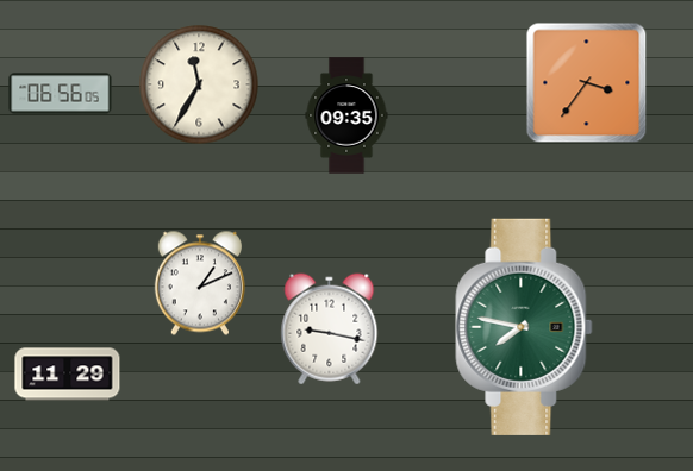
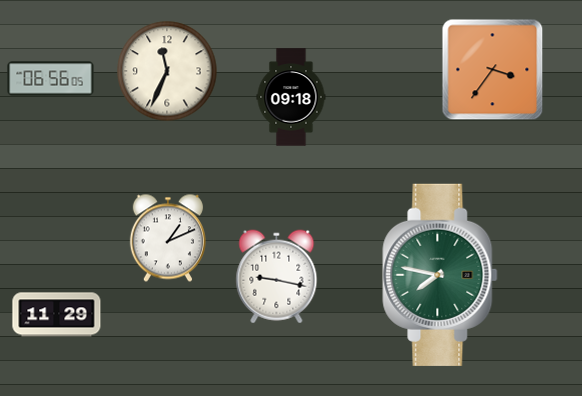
clock at (199, 84): 11:35 -> 11:34
clock at (346, 115): 09:35 -> 09:18
